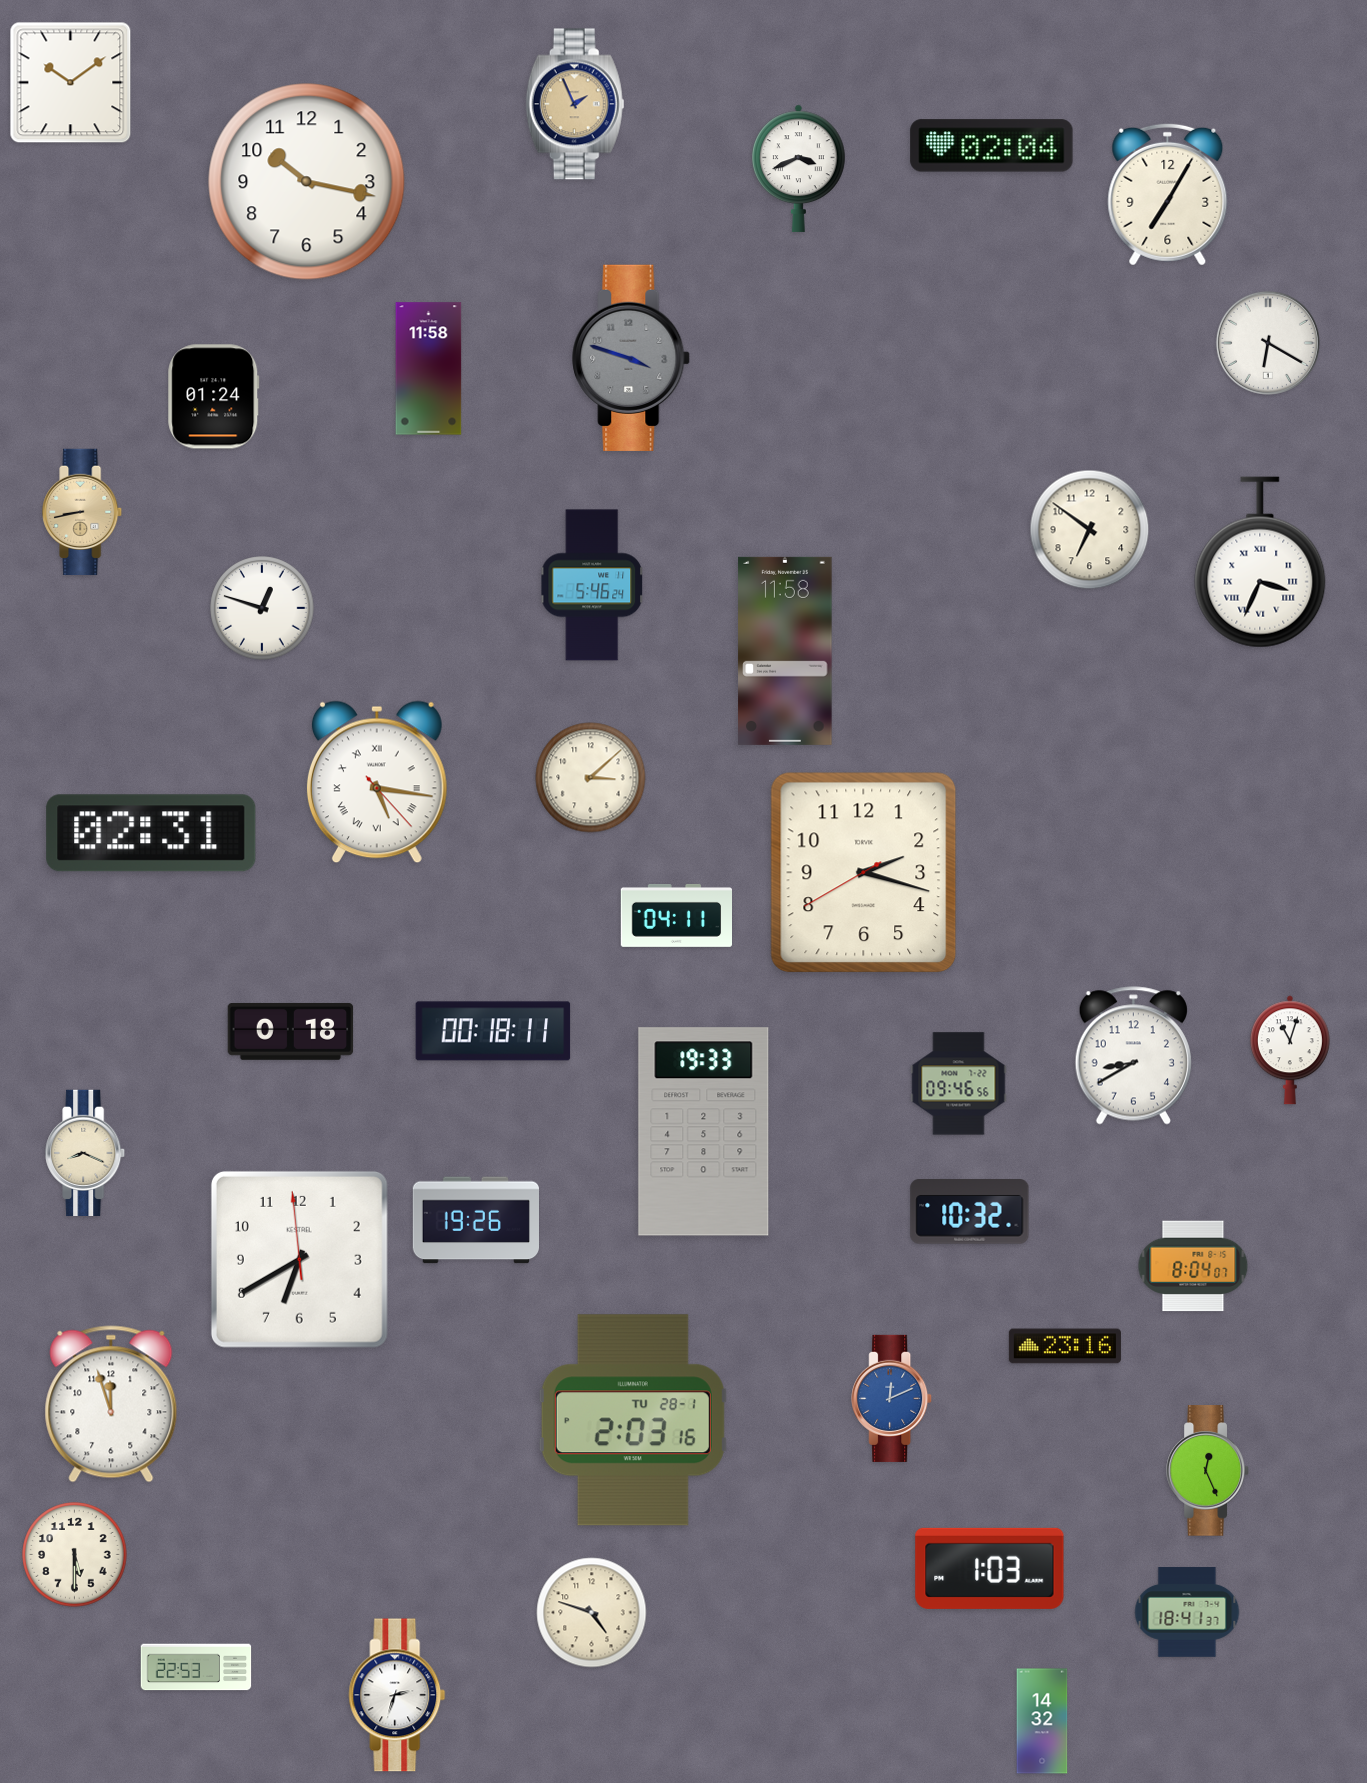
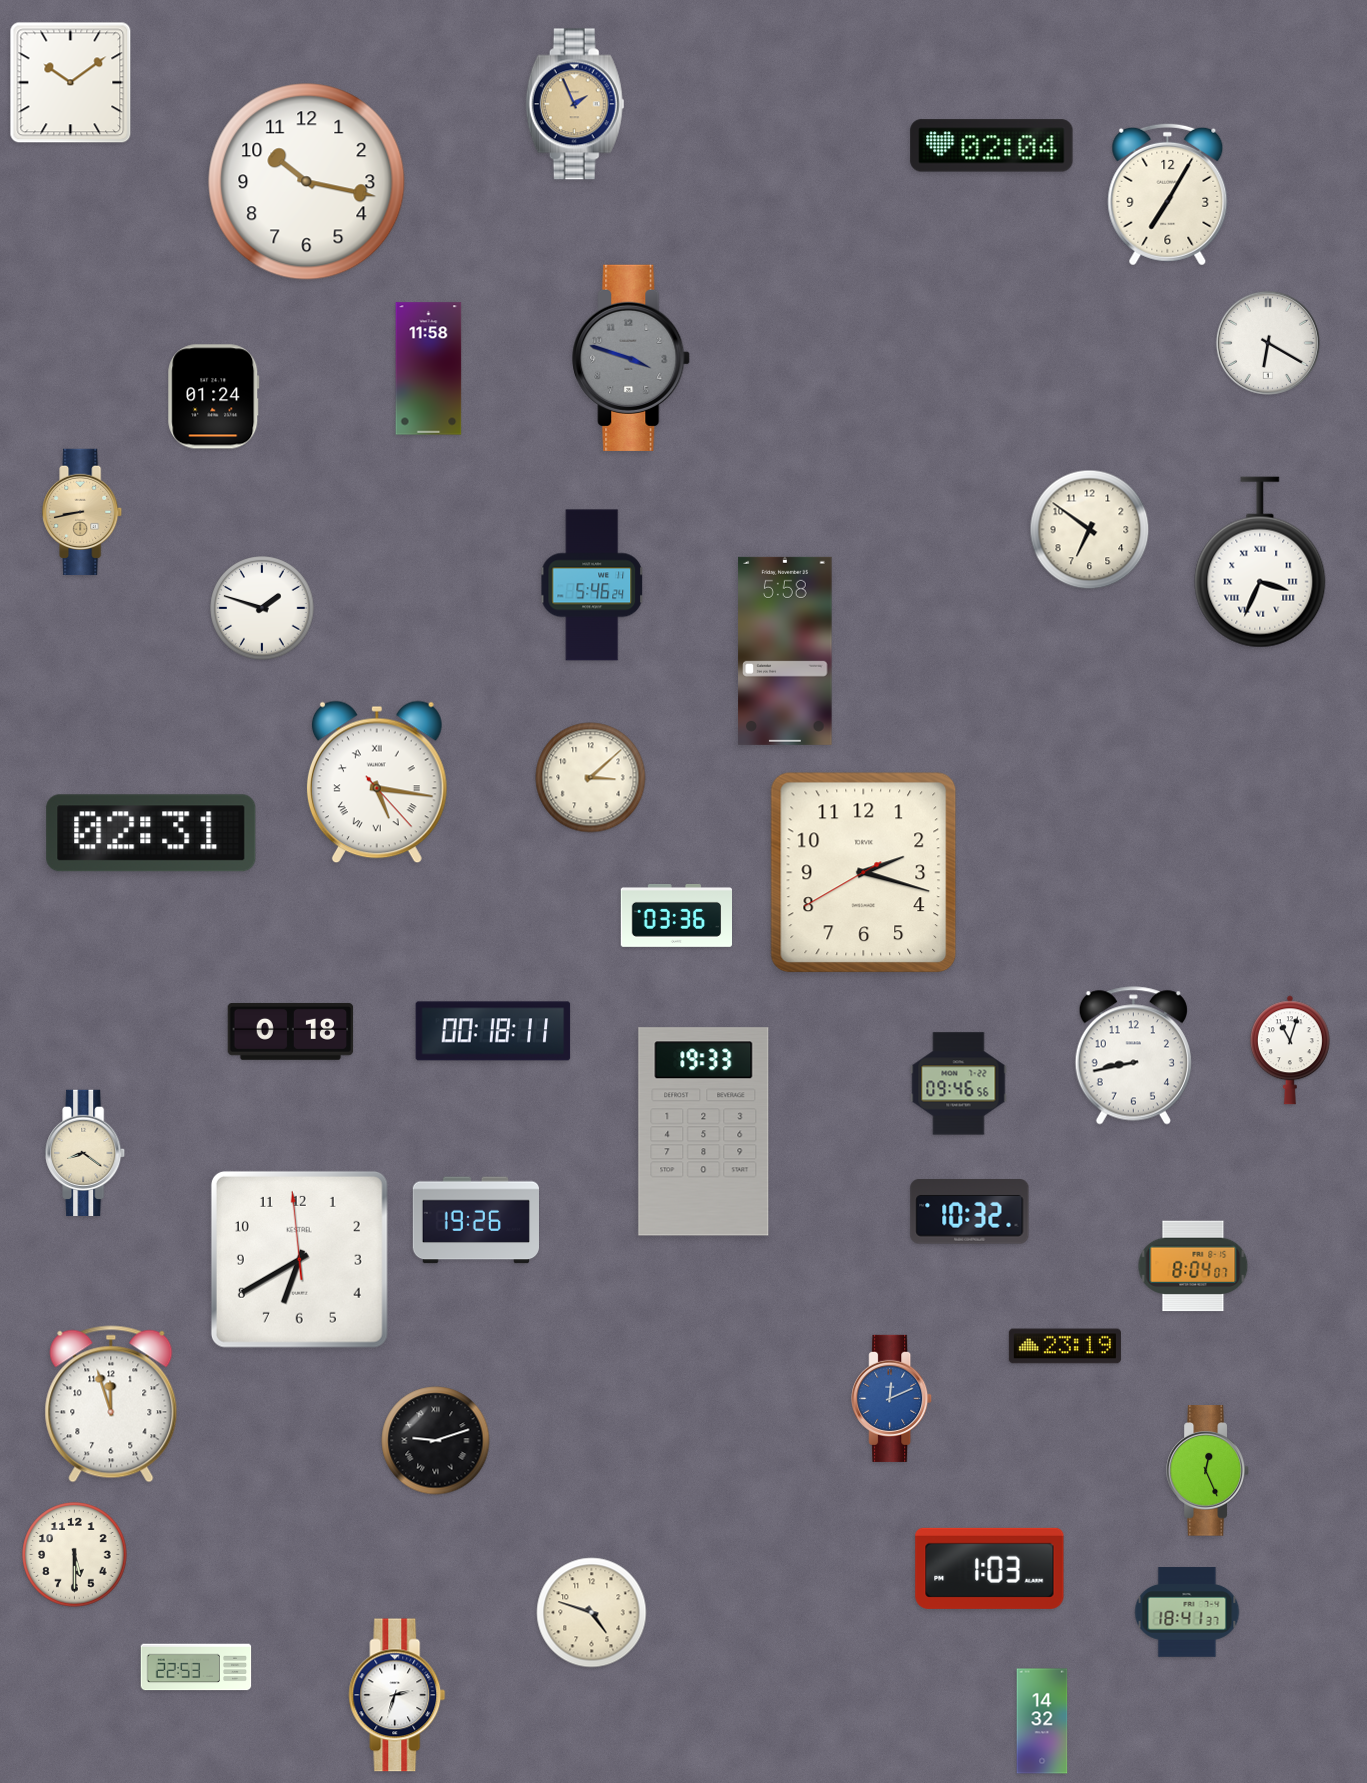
clock at (799, 168): 3:41 -> none
clock at (262, 608): 12:48 -> 1:48
clock at (785, 651): 11:58 -> 5:58
clock at (676, 915): 04:11 -> 03:36
clock at (1133, 1056): 8:40 -> 8:43
clock at (86, 1152): 8:19 -> 8:21
clock at (1065, 1346): 23:16 -> 23:19
clock at (633, 1420): 2:03 -> none
clock at (436, 1441): none -> 9:12
